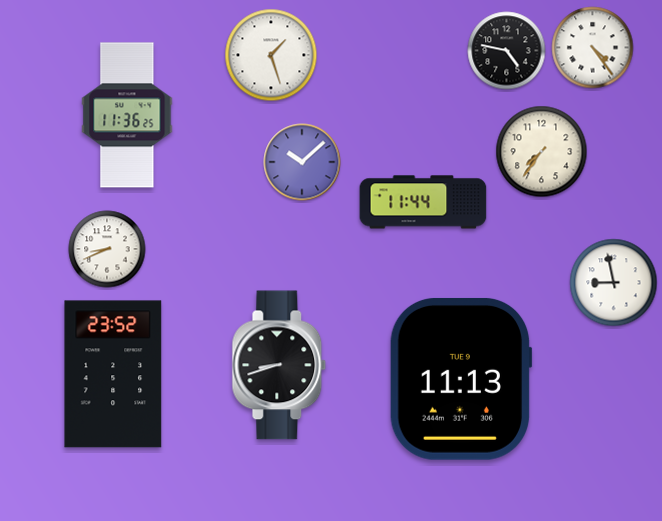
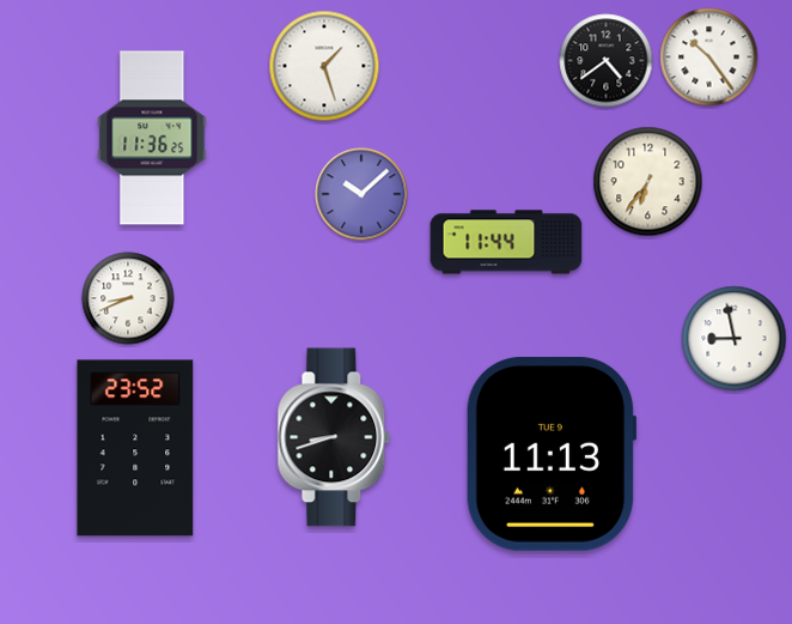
clock at (593, 48): 4:24 -> 10:24
clock at (507, 51): 4:47 -> 4:39
clock at (542, 152): 7:36 -> 6:36
